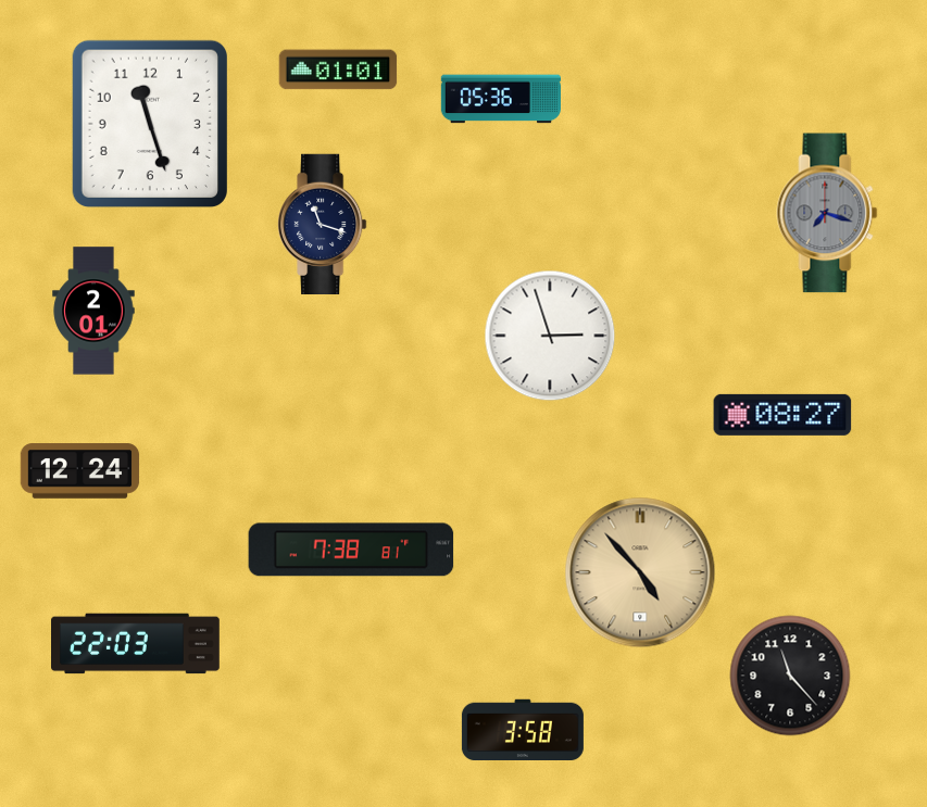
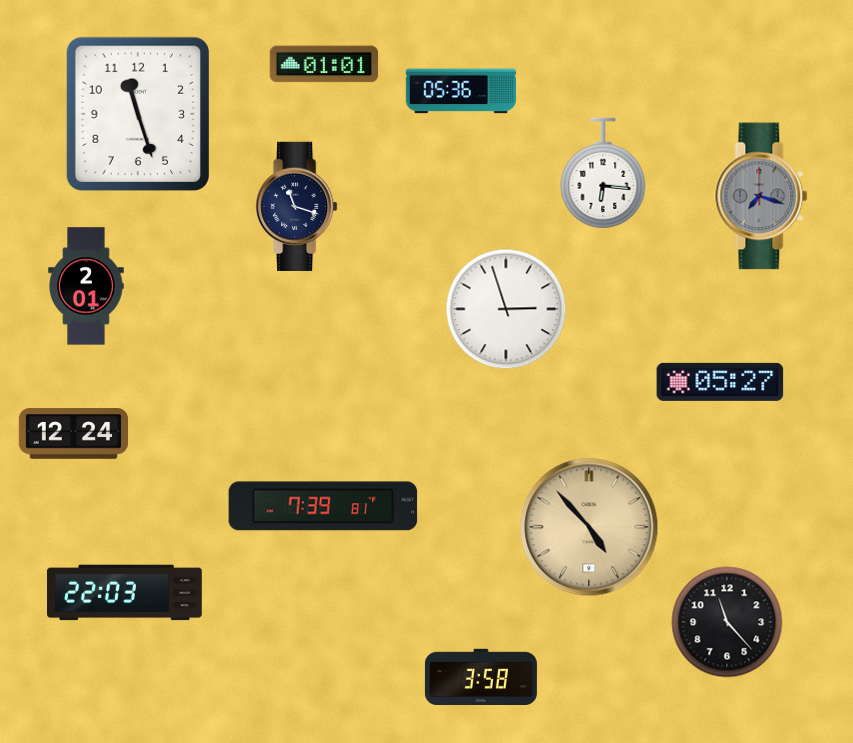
clock at (338, 70) position: (338, 70) -> (324, 64)
clock at (603, 173): none -> 6:16
clock at (782, 415): 08:27 -> 05:27
clock at (351, 550): 7:38 -> 7:39
clock at (523, 729) position: (523, 729) -> (481, 676)
